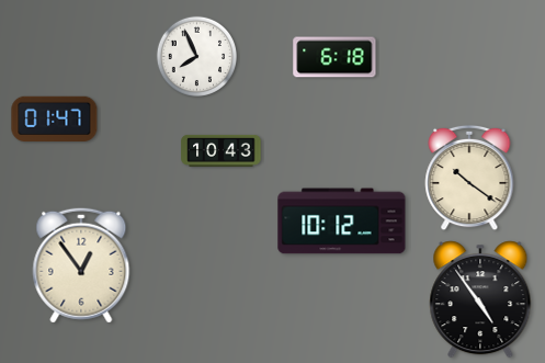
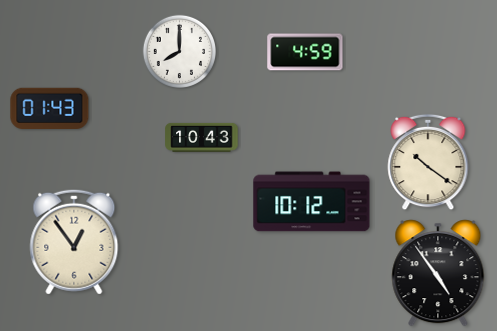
clock at (196, 56): 7:56 -> 8:00
clock at (334, 57): 6:18 -> 4:59
clock at (55, 118): 01:47 -> 01:43
